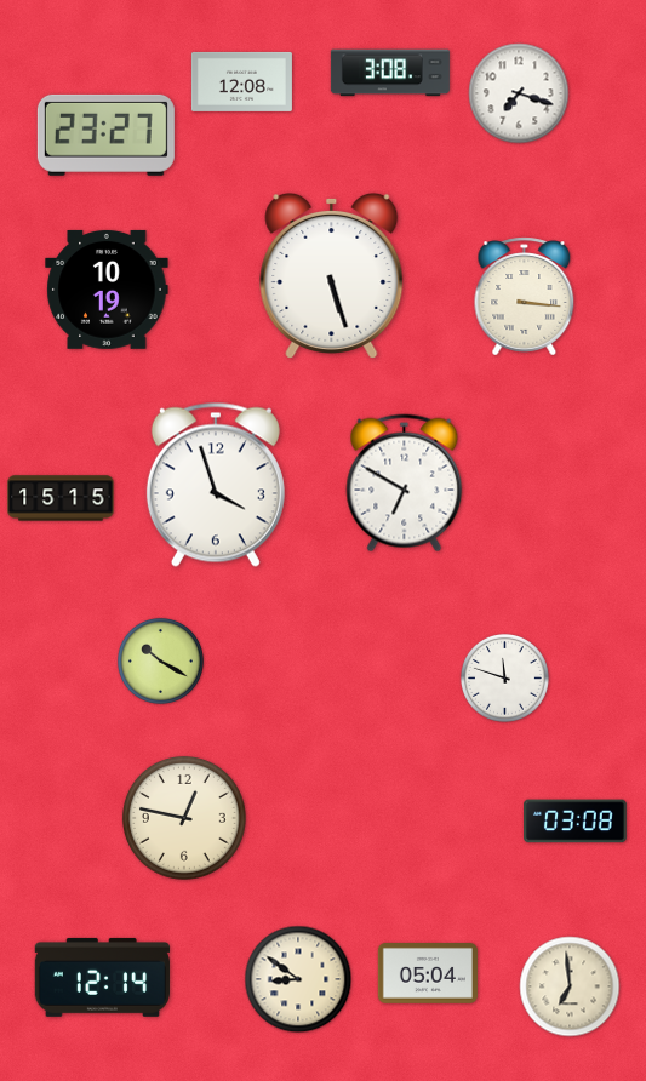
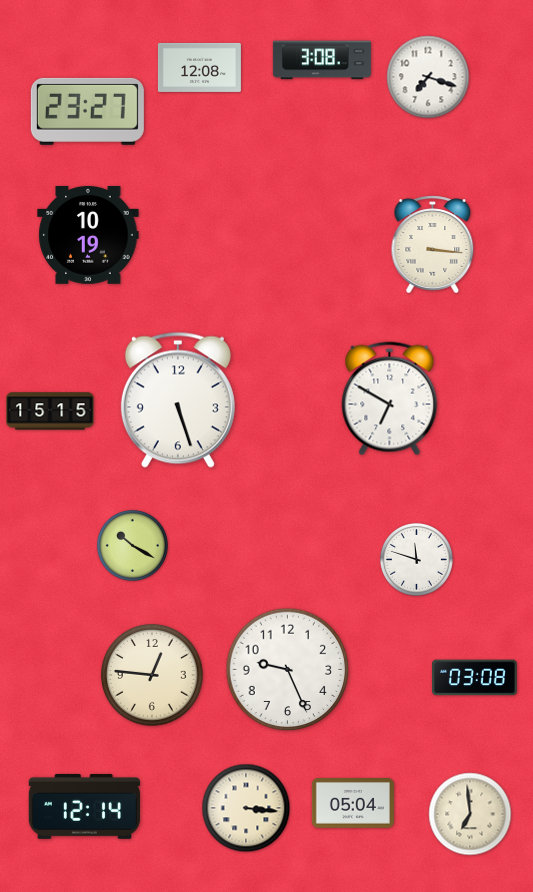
clock at (332, 275): 5:27 -> none
clock at (107, 290) position: (107, 290) -> (88, 235)
clock at (405, 484) position: (405, 484) -> (390, 399)
clock at (216, 485): 3:57 -> 5:27
clock at (288, 670): none -> 9:26
clock at (184, 818): 12:47 -> 12:46
clock at (298, 979): 8:51 -> 3:16
